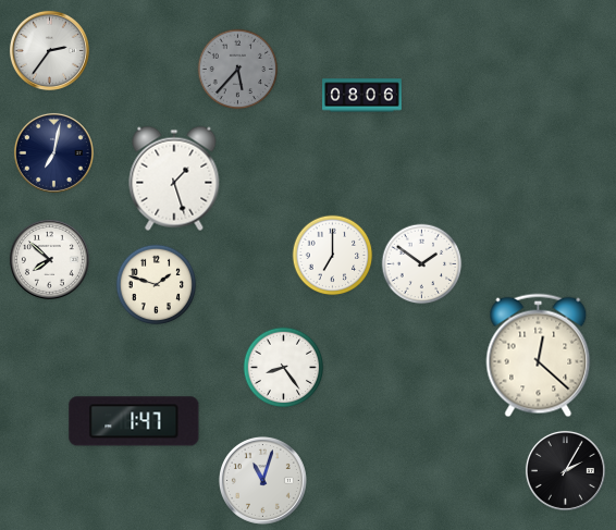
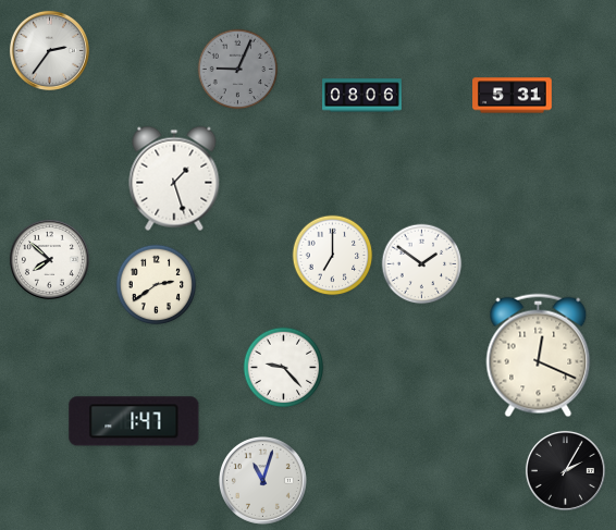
clock at (238, 70): 5:37 -> 9:04
clock at (513, 96): none -> 5:31
clock at (53, 152): 7:02 -> none
clock at (157, 285): 1:48 -> 2:39
clock at (539, 356): 12:22 -> 12:19
clock at (284, 368): 8:24 -> 9:23
